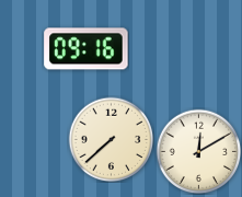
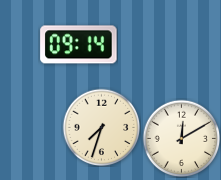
clock at (87, 49): 09:16 -> 09:14
clock at (111, 139): 7:38 -> 7:33
